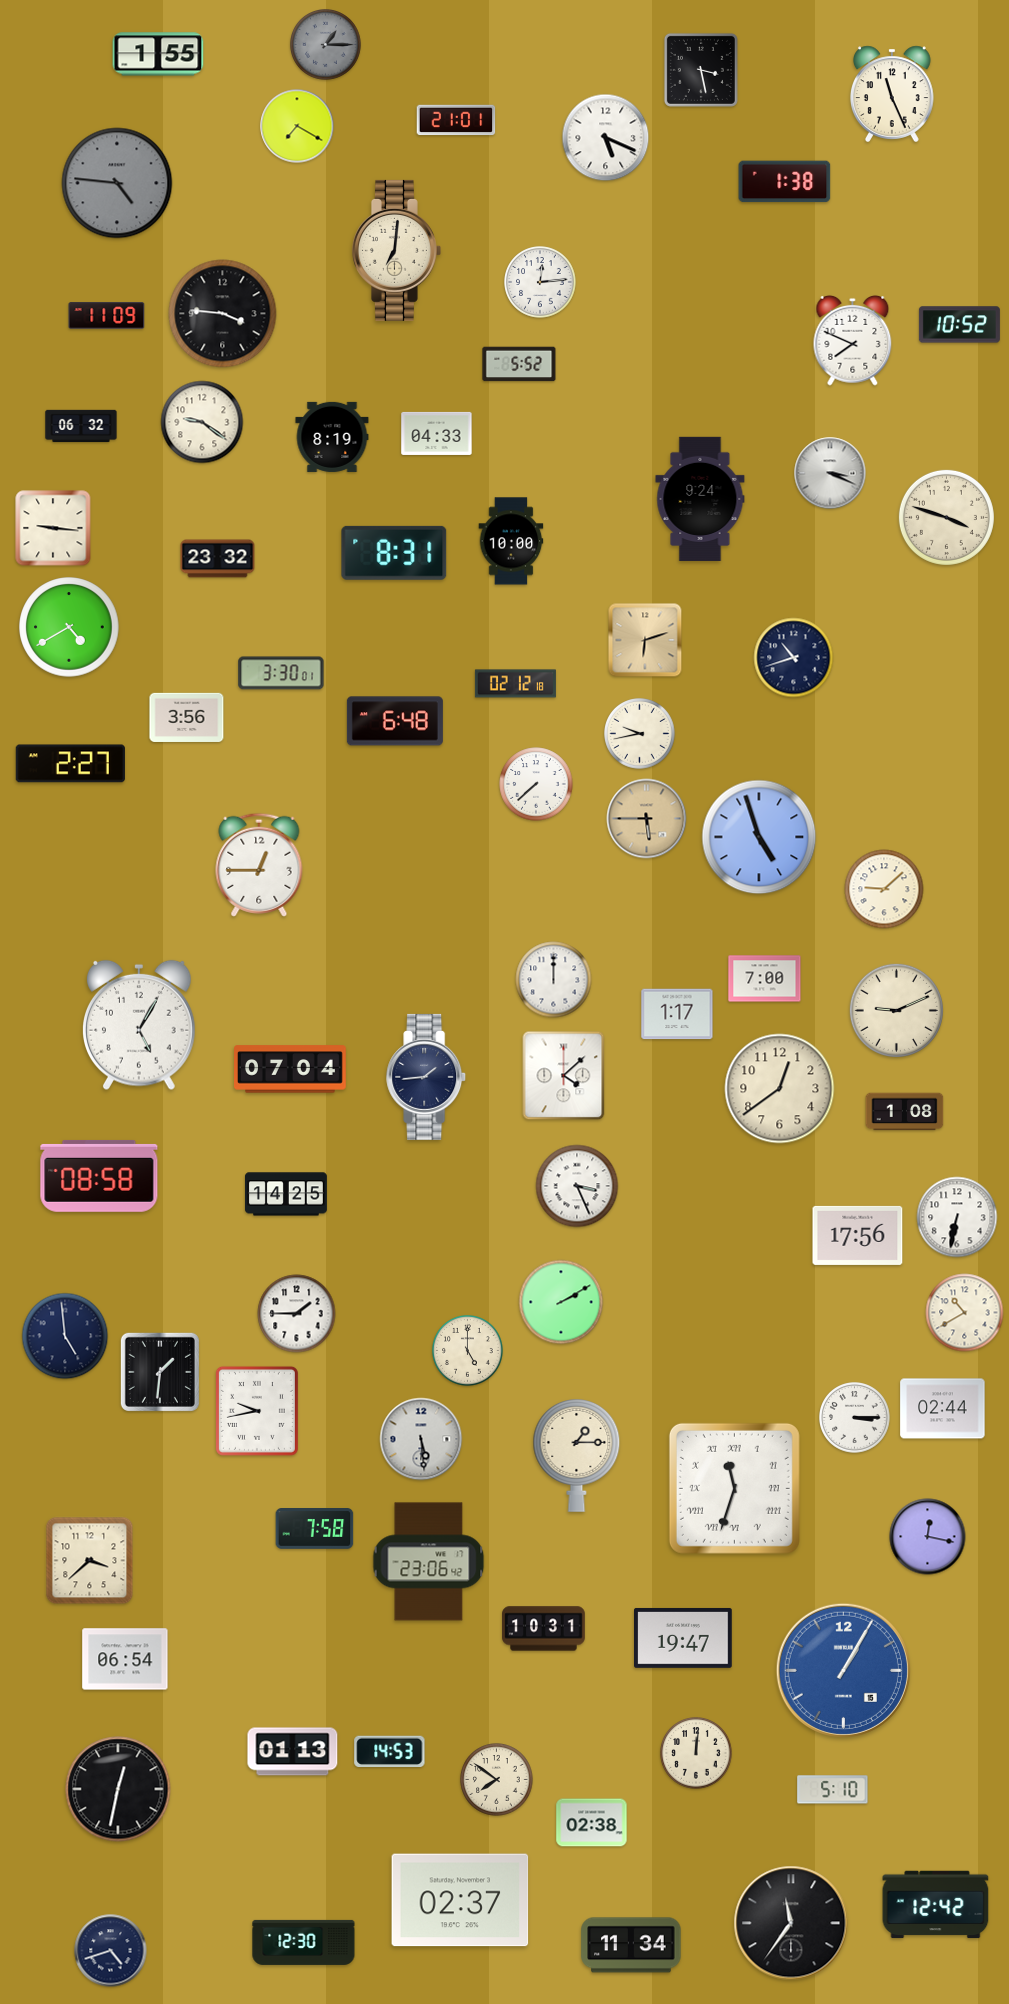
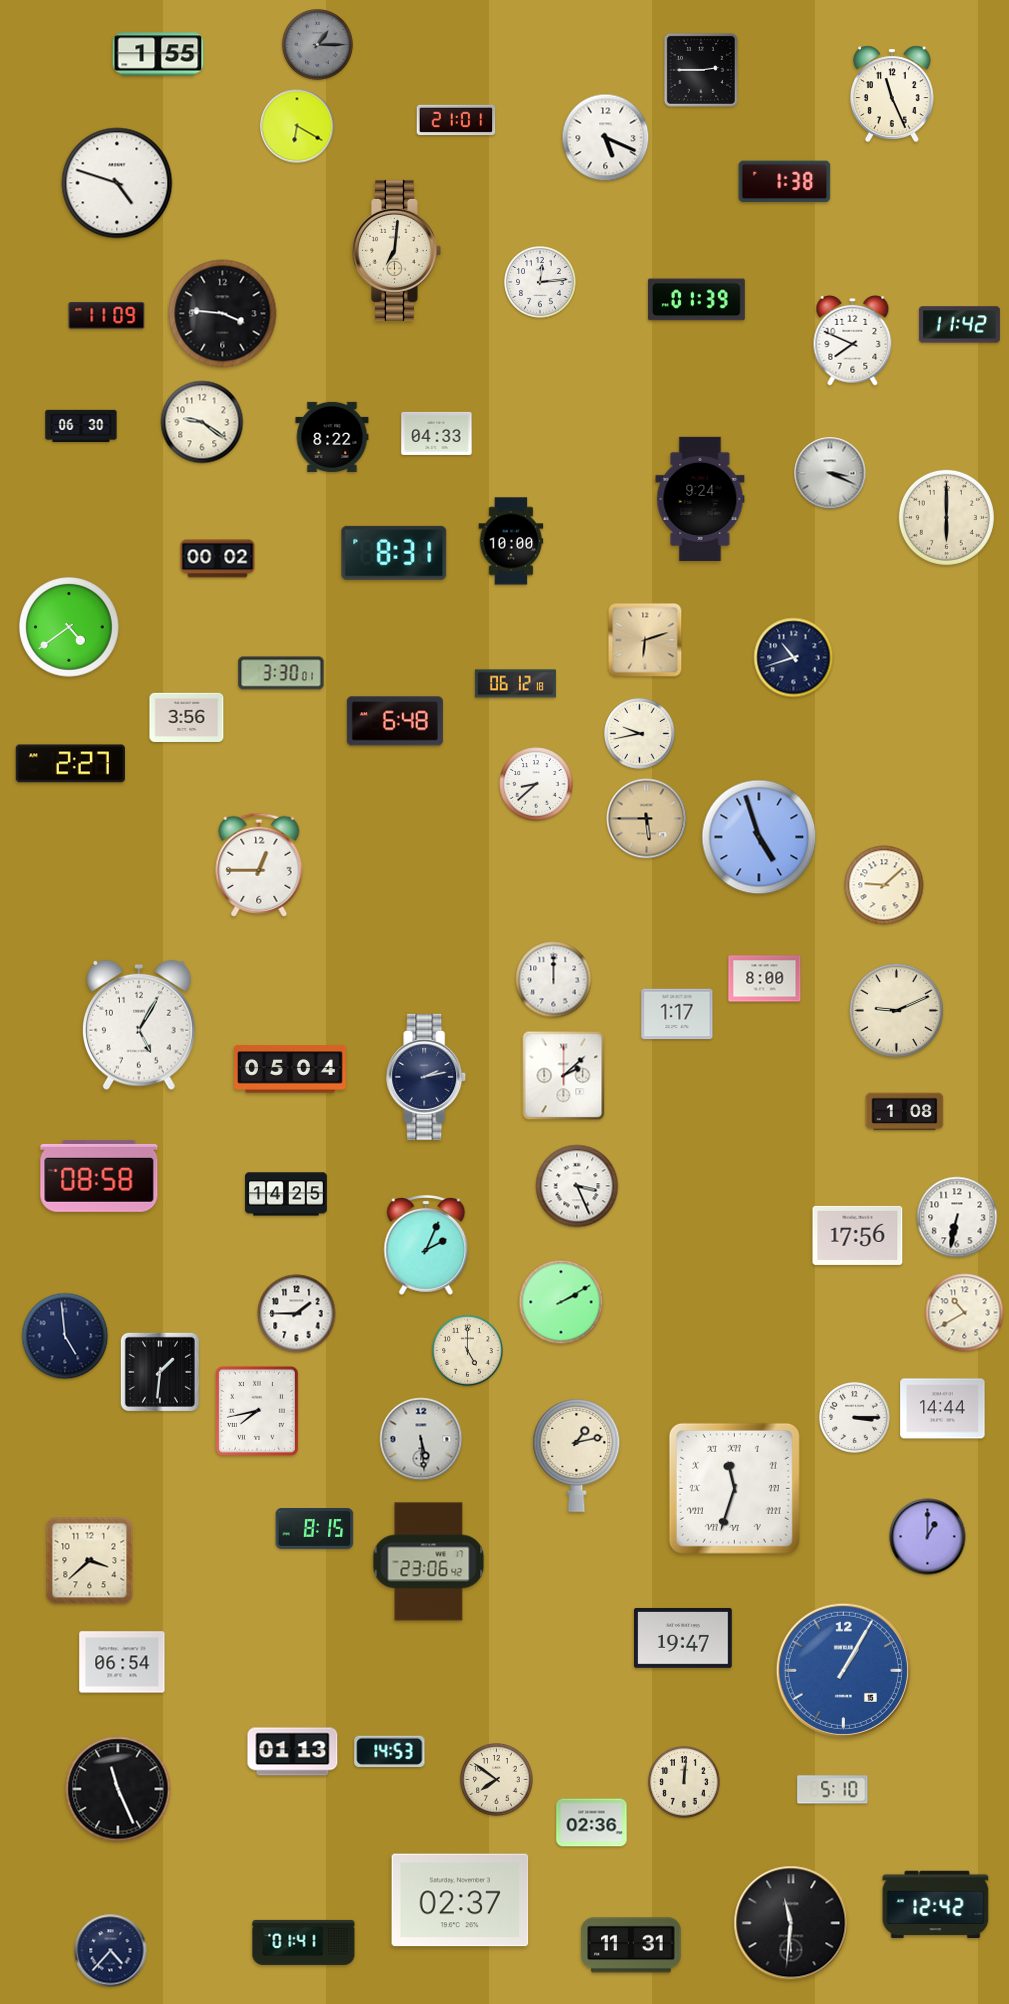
clock at (326, 45) position: (326, 45) -> (318, 45)
clock at (701, 70): 3:28 -> 2:45
clock at (297, 126): 7:20 -> 6:20
clock at (117, 183): 4:46 -> 4:48
clock at (117, 183) dial: grey -> white
clock at (696, 300): none -> 01:39
clock at (959, 325): 10:52 -> 11:42
clock at (519, 364): 5:52 -> none
clock at (81, 426): 06:32 -> 06:30
clock at (332, 437): 8:19 -> 8:22
clock at (946, 517): 3:48 -> 6:00
clock at (53, 528): 9:16 -> none
clock at (218, 559): 23:32 -> 00:02
clock at (69, 627): 4:40 -> 4:39
clock at (515, 684): 02:12 -> 06:12
clock at (536, 784): 7:38 -> 8:38
clock at (884, 889) position: (884, 889) -> (884, 885)
clock at (765, 979): 7:00 -> 8:00
clock at (291, 1069): 07:04 -> 05:04
clock at (564, 1076): 4:08 -> 2:08
clock at (427, 1077): 1:44 -> 2:13
clock at (780, 1089): 12:39 -> none
clock at (426, 1246): none -> 2:04
clock at (943, 1409): 02:44 -> 14:44
clock at (257, 1411): 9:43 -> 7:43
clock at (577, 1456): 1:15 -> 1:13
clock at (315, 1529): 7:58 -> 8:15
clock at (928, 1537): 12:17 -> 1:00
clock at (544, 1629): 10:31 -> none
clock at (125, 1659) position: (125, 1659) -> (122, 1662)
clock at (696, 1753) position: (696, 1753) -> (684, 1782)
clock at (118, 1789): 12:32 -> 11:26
clock at (592, 1823): 02:38 -> 02:36
clock at (791, 1923): 11:36 -> 11:31
clock at (304, 1942): 12:30 -> 01:41
clock at (631, 1945): 11:34 -> 11:31
clock at (111, 1951): 4:42 -> 4:37
